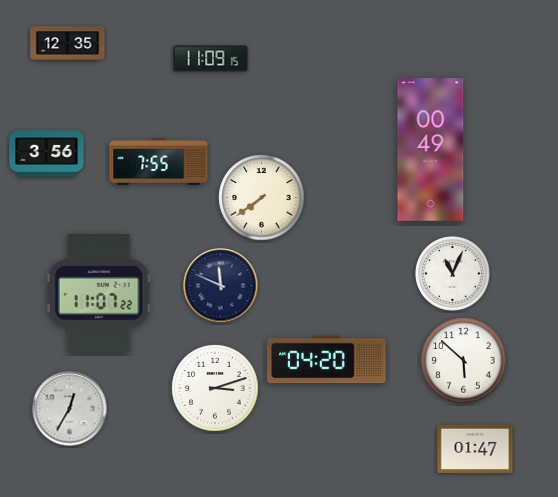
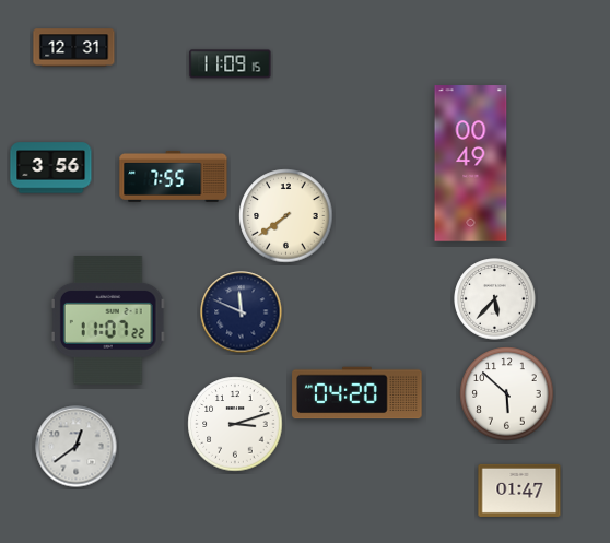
clock at (68, 44): 12:35 -> 12:31
clock at (453, 274): 11:04 -> 5:37
clock at (70, 409): 12:35 -> 12:39
